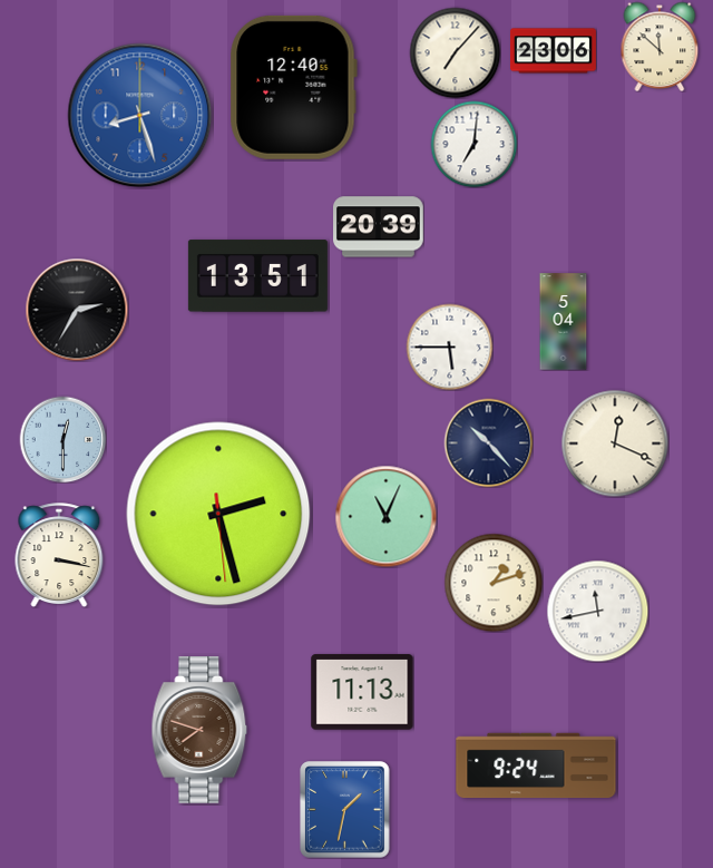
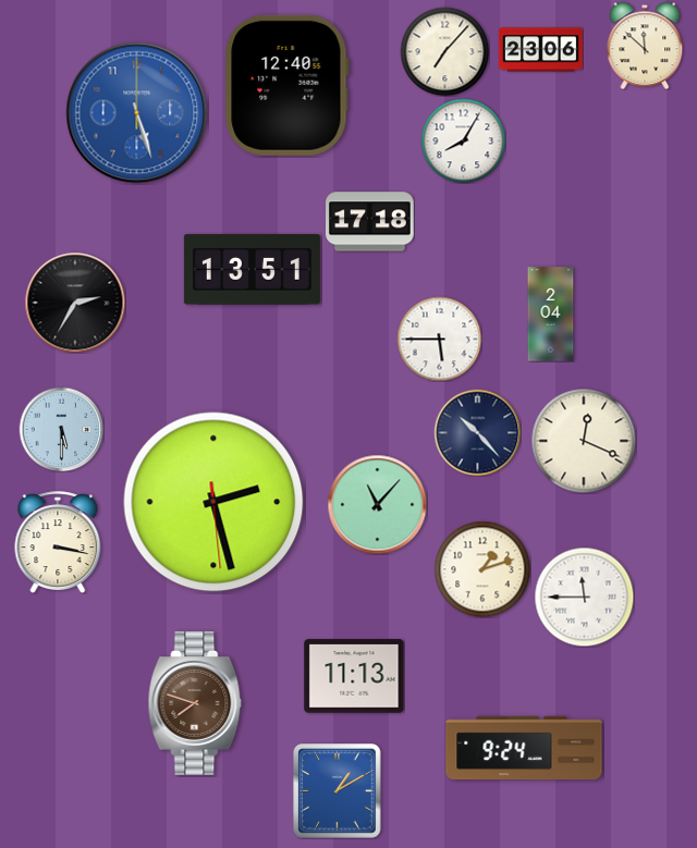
clock at (140, 116): 8:27 -> 5:27
clock at (473, 144): 7:01 -> 8:05
clock at (379, 227): 20:39 -> 17:18
clock at (564, 322): 5:04 -> 2:04
clock at (62, 439): 12:30 -> 5:30
clock at (615, 443) position: (615, 443) -> (584, 441)
clock at (385, 516): 11:04 -> 11:07
clock at (597, 611): 11:43 -> 11:45
clock at (199, 731) position: (199, 731) -> (195, 704)
clock at (345, 810): 1:32 -> 1:10
